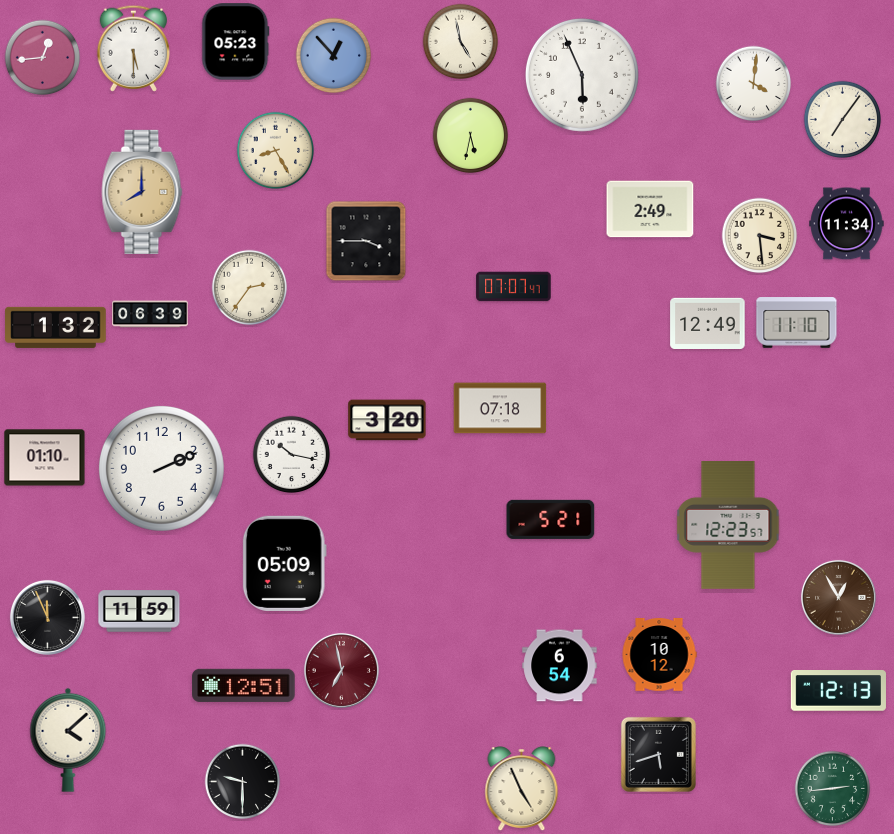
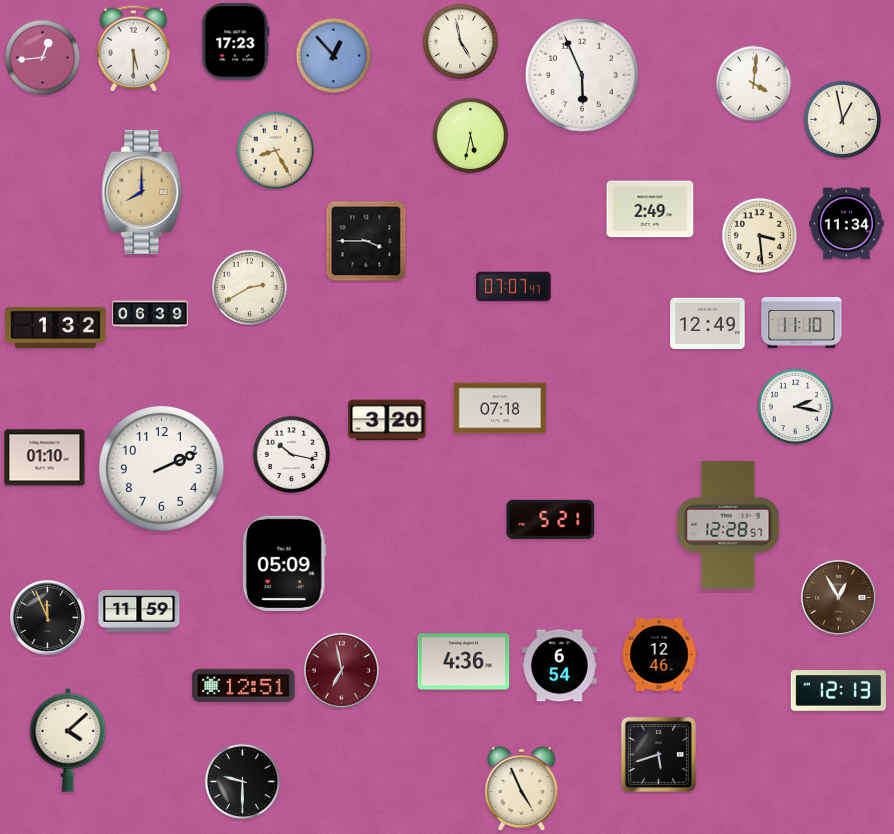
clock at (236, 42): 05:23 -> 17:23
clock at (843, 120): 7:06 -> 12:58
clock at (250, 288): 2:36 -> 2:40
clock at (797, 323) position: (797, 323) -> (802, 323)
clock at (796, 407): none -> 2:17
clock at (728, 526): 12:23 -> 12:28
clock at (659, 655): 10:12 -> 12:46
clock at (464, 662): none -> 4:36
clock at (833, 789): 2:44 -> none
